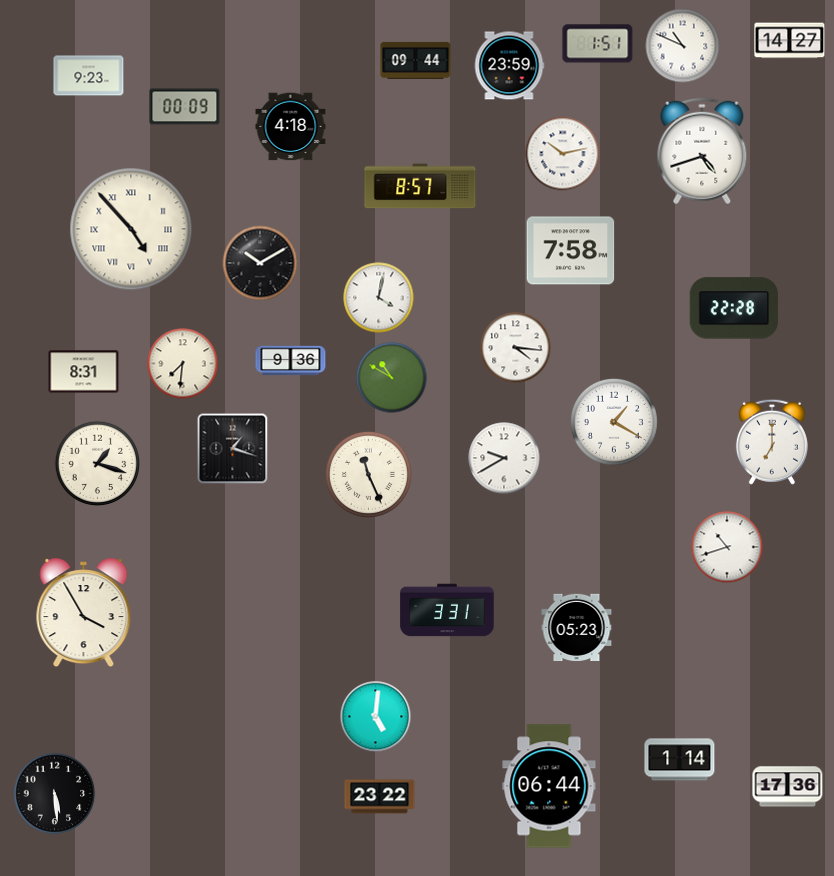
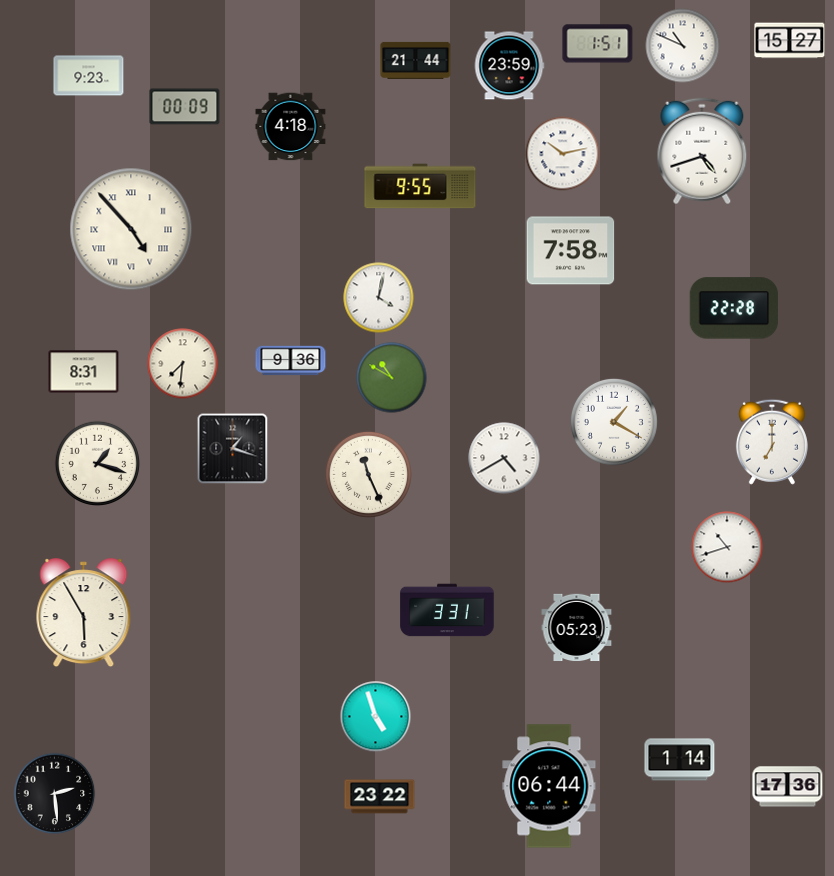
clock at (790, 41): 14:27 -> 15:27
clock at (416, 60): 09:44 -> 21:44
clock at (420, 186): 8:57 -> 9:55
clock at (260, 263): 10:10 -> none
clock at (516, 348): 4:16 -> none
clock at (504, 458): 9:40 -> 4:40
clock at (84, 613): 3:55 -> 5:55
clock at (376, 717): 5:01 -> 4:57
clock at (55, 794): 5:29 -> 2:29
